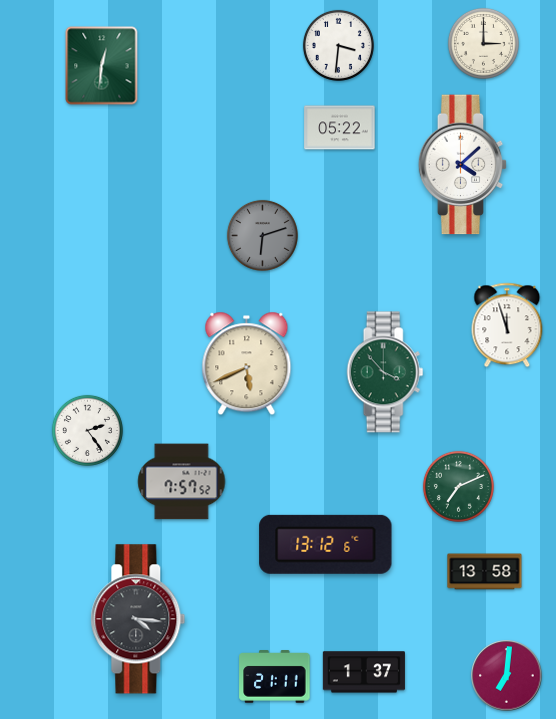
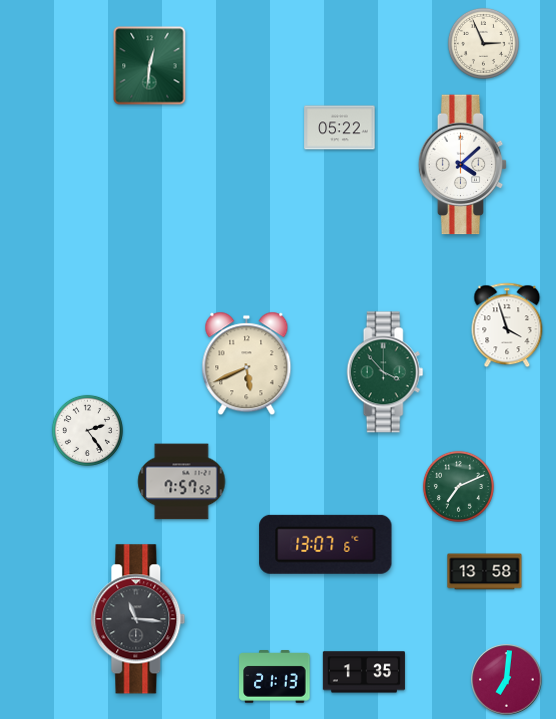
clock at (483, 43): 3:00 -> 2:56
clock at (338, 45): 3:31 -> none
clock at (102, 66) position: (102, 66) -> (150, 66)
clock at (262, 235): 6:12 -> none
clock at (507, 325): 11:57 -> 3:57
clock at (326, 544): 13:12 -> 13:07
clock at (138, 619): 4:16 -> 11:16
clock at (364, 672): 1:37 -> 1:35
clock at (507, 676) position: (507, 676) -> (507, 680)
clock at (275, 677): 21:11 -> 21:13
